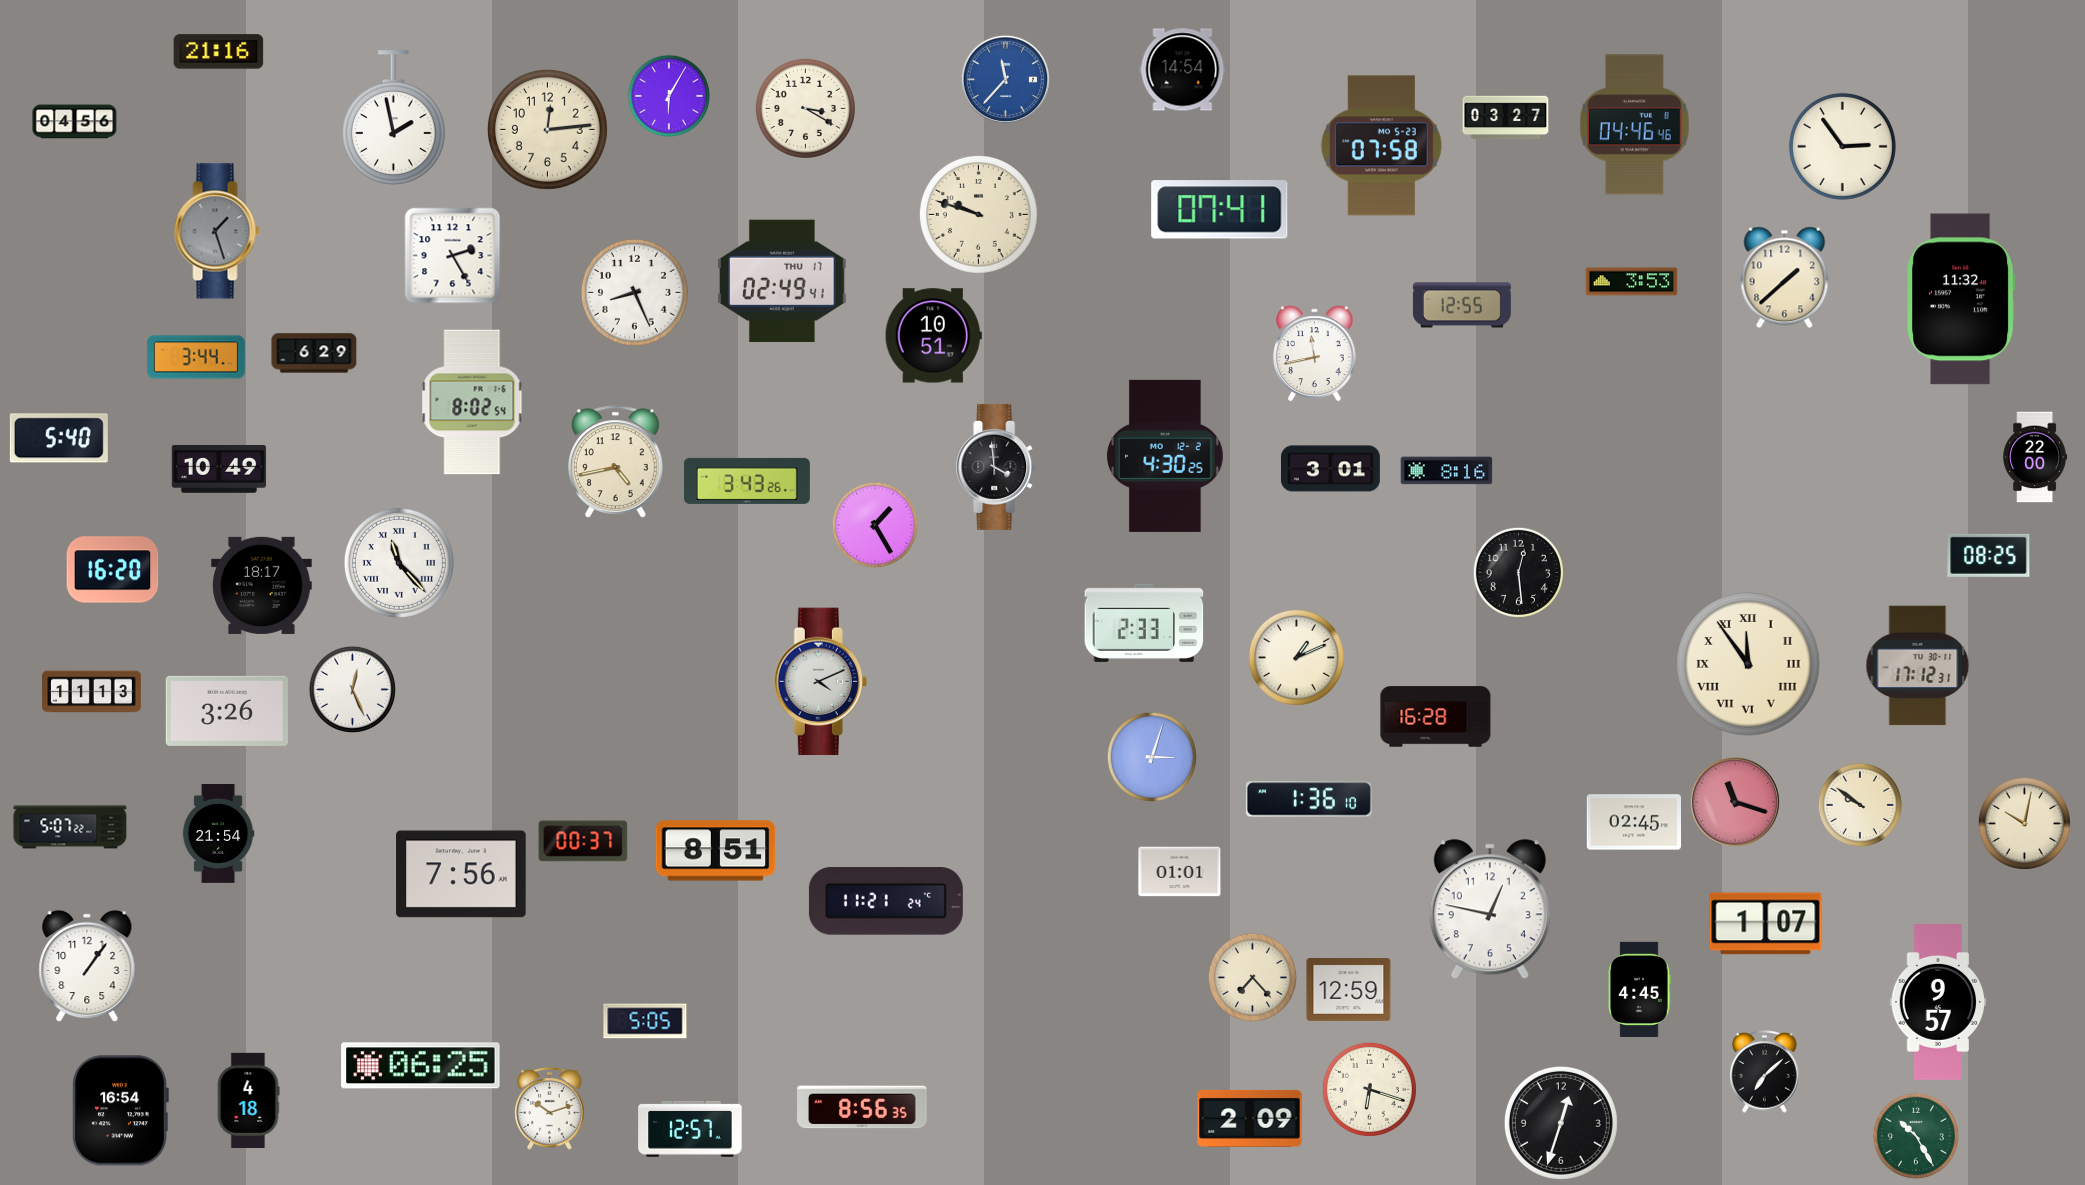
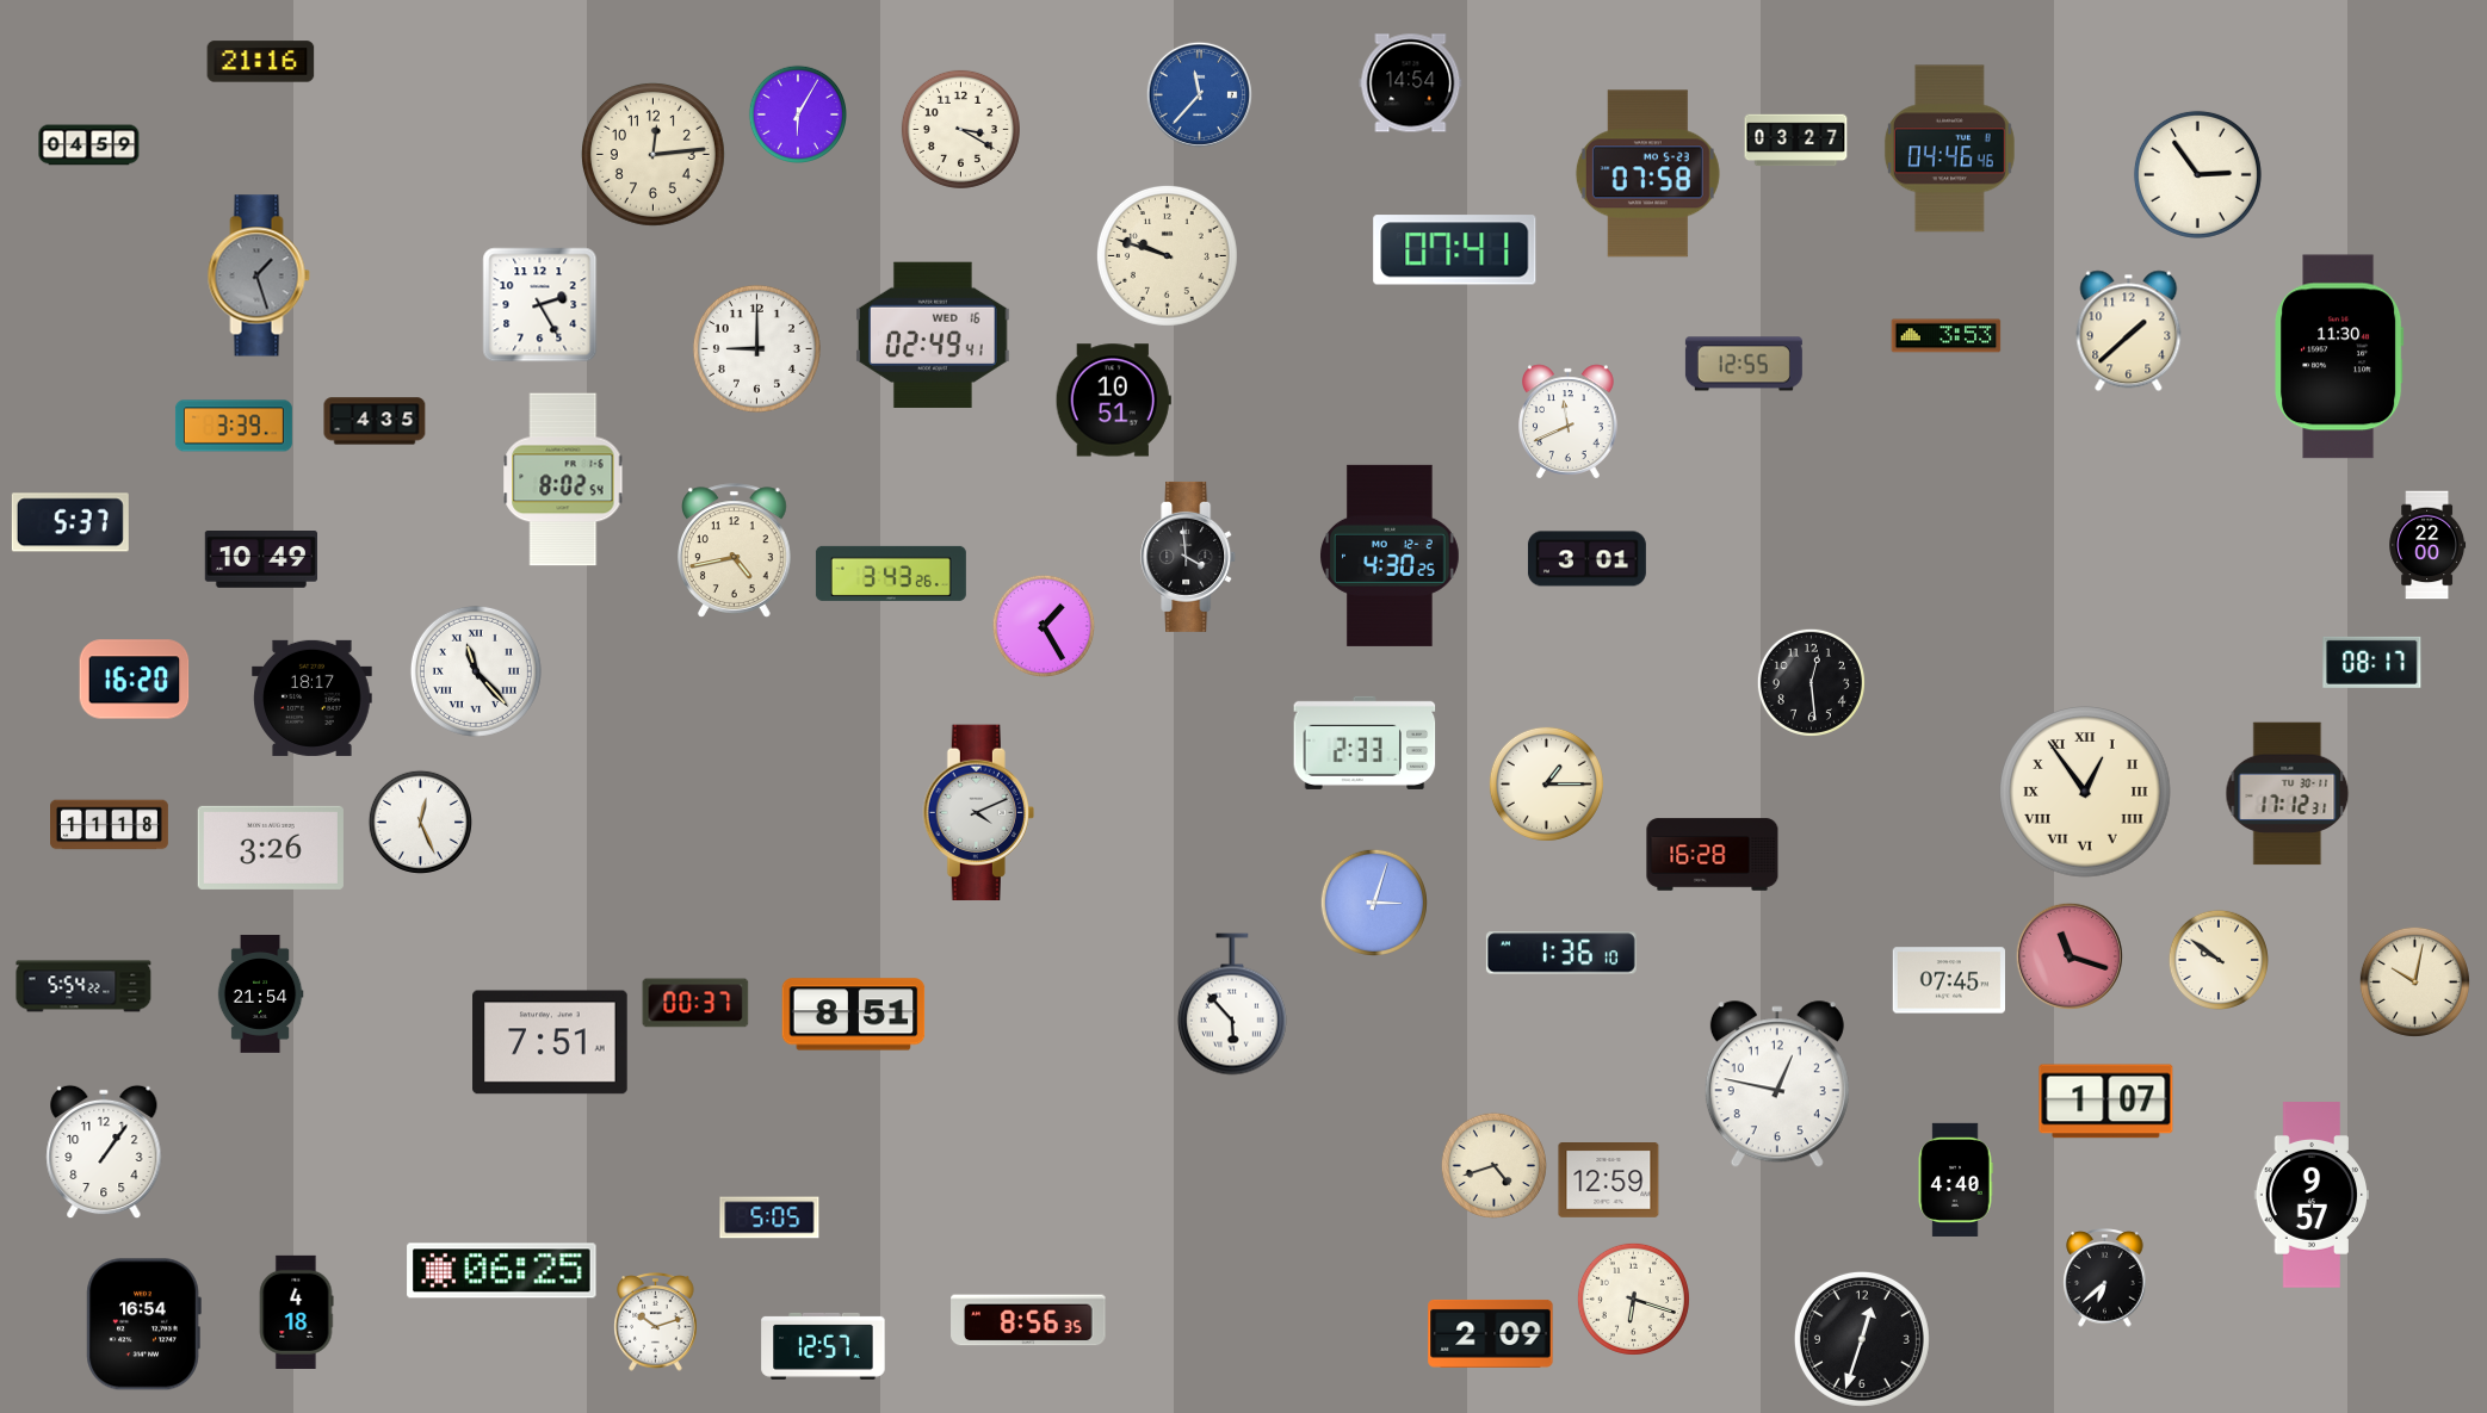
clock at (393, 118): 1:58 -> none
clock at (75, 122): 04:56 -> 04:59
clock at (783, 281) date: THU 17 -> WED 16
clock at (634, 292): 8:26 -> 9:00
clock at (1961, 299): 11:32 -> 11:30
clock at (314, 353): 6:29 -> 4:35
clock at (1315, 354): 11:43 -> 11:41
clock at (196, 357): 3:44 -> 3:39
clock at (59, 438): 5:40 -> 5:37
clock at (1165, 456) position: (1165, 456) -> (1390, 556)
clock at (1447, 471): 8:16 -> none
clock at (1989, 555): 08:25 -> 08:17
clock at (1296, 657): 1:11 -> 1:15
clock at (1748, 664): 11:54 -> 12:54
clock at (92, 692): 11:13 -> 11:18
clock at (1633, 822): 02:45 -> 07:45
clock at (70, 827): 5:07 -> 5:54
clock at (1232, 1004): none -> 5:53
clock at (1180, 872): 01:01 -> none
clock at (461, 874): 7:56 -> 7:51
clock at (886, 901): 11:21 -> none
clock at (1252, 977): 7:23 -> 4:42
clock at (1639, 989): 4:45 -> 4:40
clock at (1765, 1072): 7:08 -> 6:38
clock at (1915, 1135): 10:25 -> none
